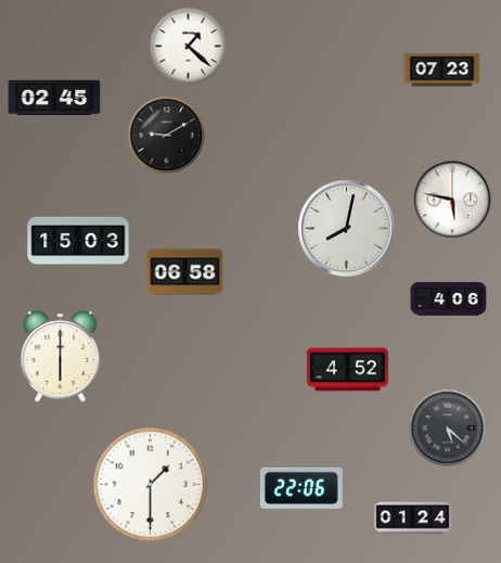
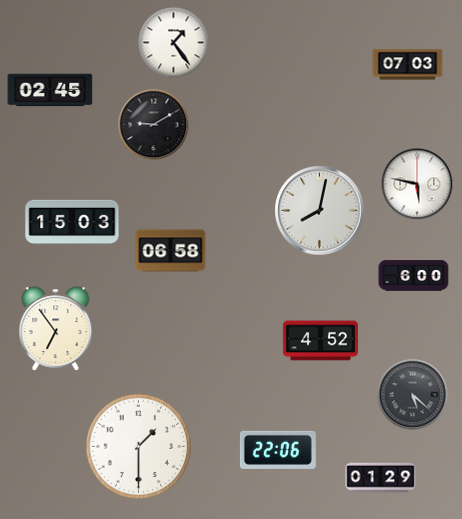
clock at (189, 47): 1:22 -> 1:24
clock at (442, 71): 07:23 -> 07:03
clock at (449, 299): 4:06 -> 6:00
clock at (61, 357): 6:00 -> 6:54
clock at (413, 519): 01:24 -> 01:29
